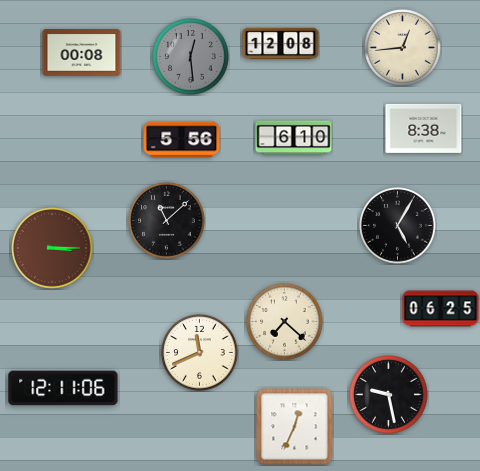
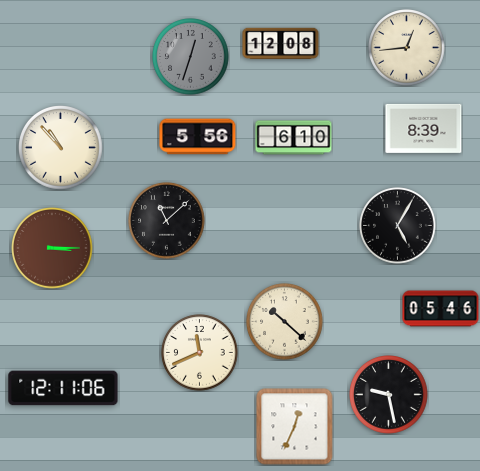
clock at (403, 48) position: (403, 48) -> (407, 48)
clock at (82, 53): 00:08 -> none
clock at (191, 57): 12:29 -> 12:33
clock at (424, 128): 8:38 -> 8:39
clock at (182, 140) position: (182, 140) -> (198, 137)
clock at (61, 148): none -> 10:53
clock at (441, 309): 06:25 -> 05:46
clock at (285, 322): 7:22 -> 10:22
